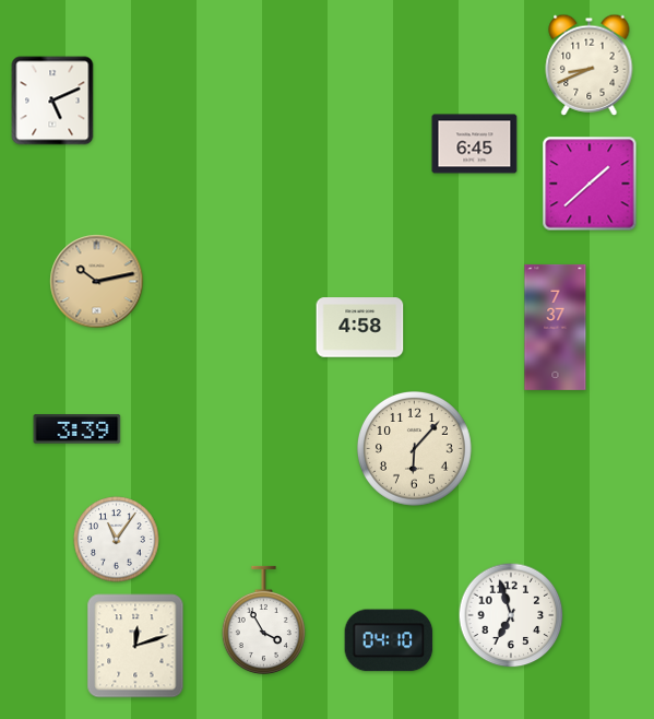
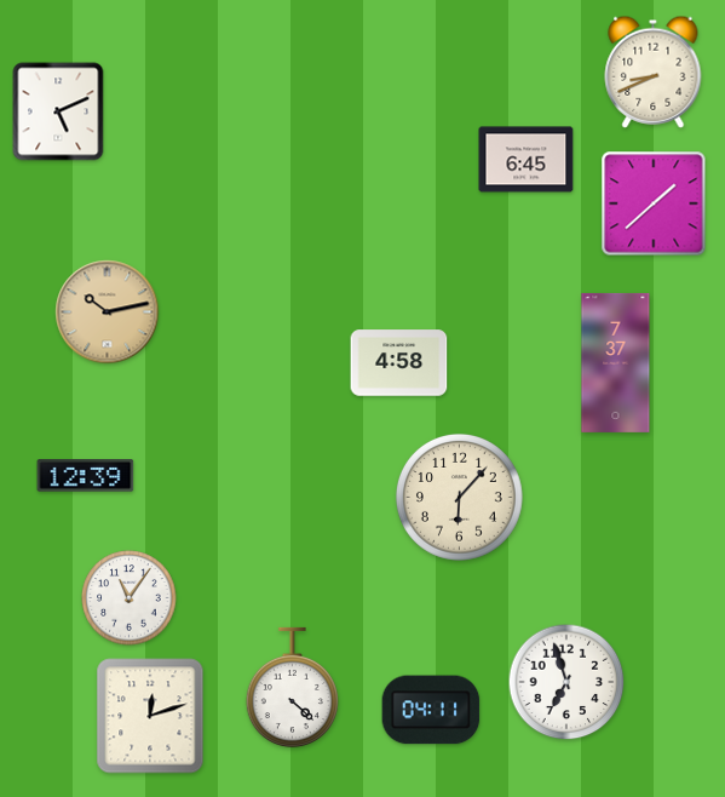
clock at (78, 429): 3:39 -> 12:39
clock at (263, 621): 3:55 -> 4:22
clock at (389, 640): 04:10 -> 04:11
